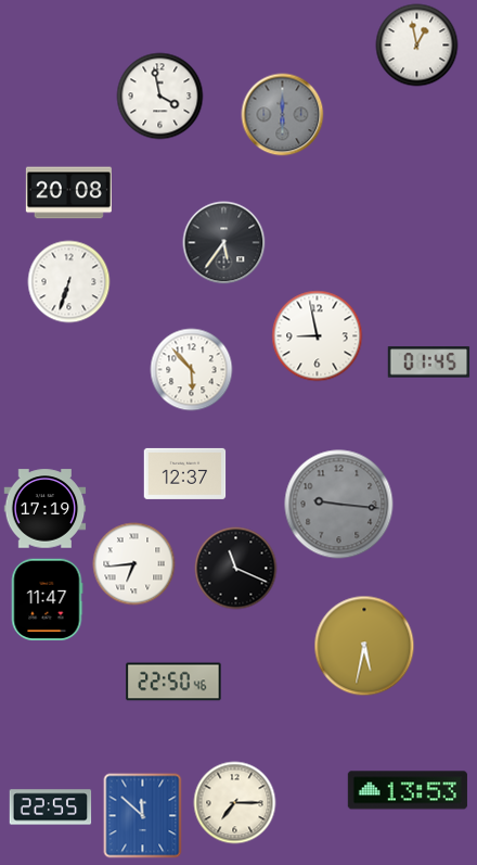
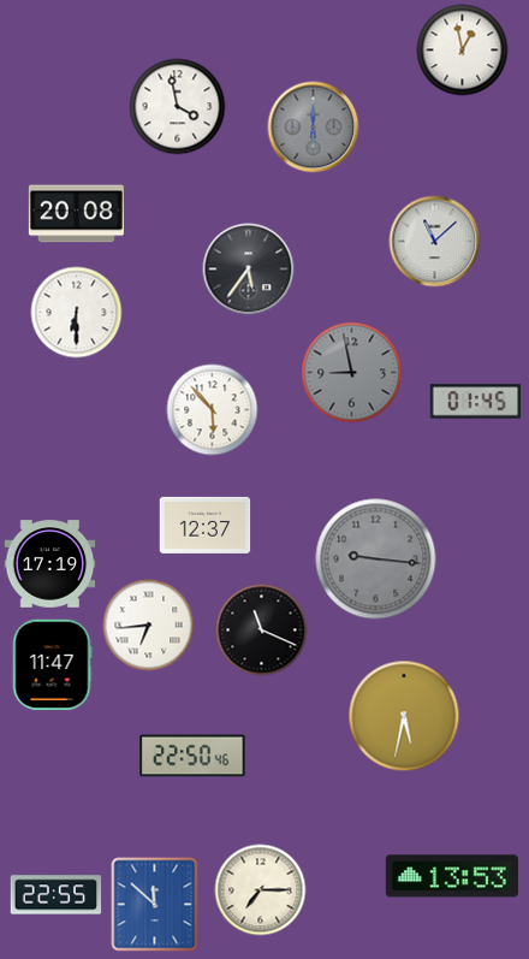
clock at (435, 242): none -> 11:08
clock at (69, 282): 6:33 -> 6:30
clock at (318, 336) dial: white -> grey
clock at (143, 816) position: (143, 816) -> (155, 905)
